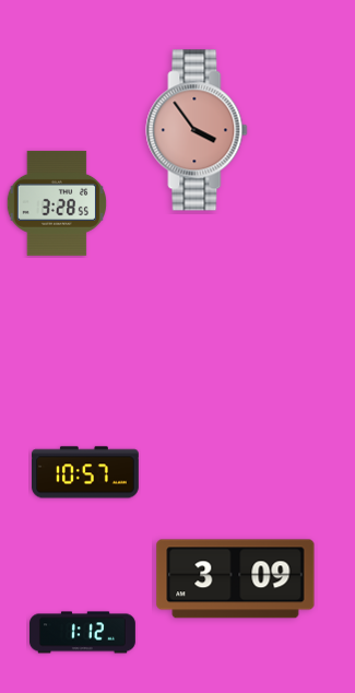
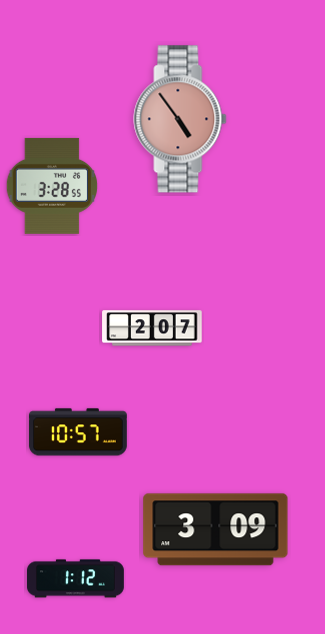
clock at (197, 130): 3:54 -> 4:54
clock at (152, 328): none -> 2:07
